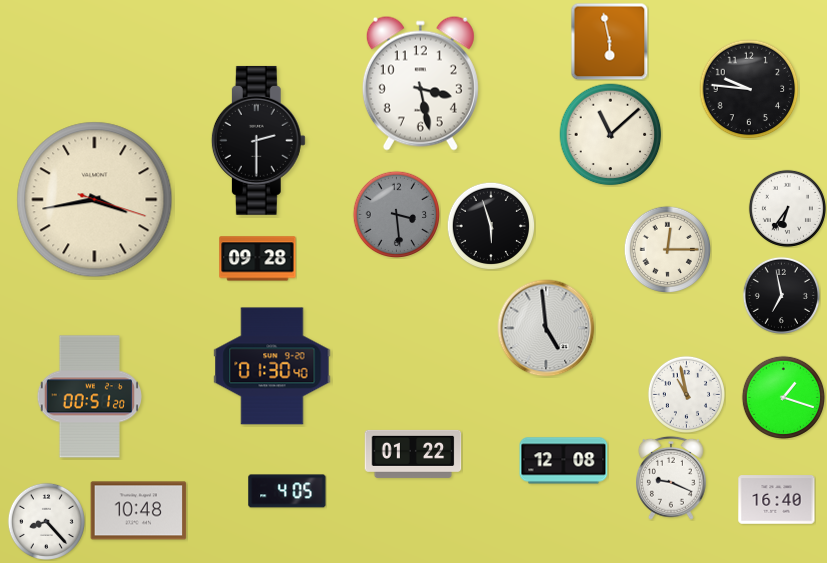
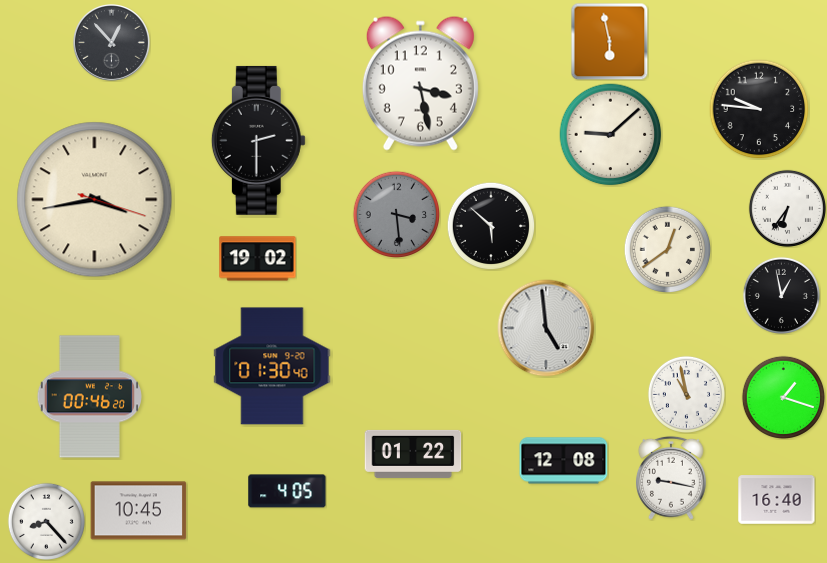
clock at (112, 43): none -> 12:53
clock at (749, 89) position: (749, 89) -> (759, 109)
clock at (611, 135): 11:08 -> 9:08
clock at (491, 226): 5:57 -> 5:52
clock at (667, 249): 12:15 -> 12:39
clock at (258, 259): 09:28 -> 19:02
clock at (781, 295): 6:58 -> 12:58
clock at (89, 397): 00:51 -> 00:46
clock at (672, 478): 9:19 -> 9:17
clock at (139, 511): 10:48 -> 10:45
